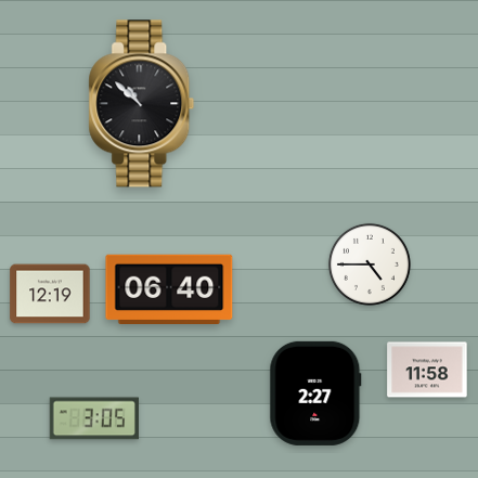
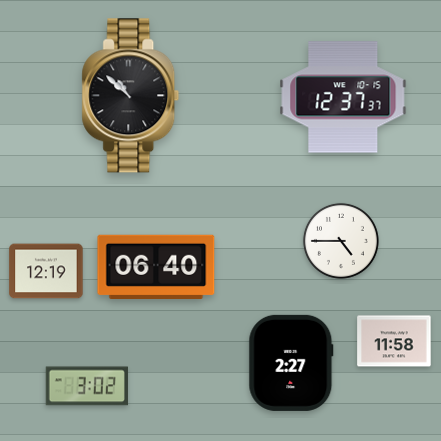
clock at (343, 97): none -> 12:37
clock at (370, 264) position: (370, 264) -> (341, 241)
clock at (94, 418): 3:05 -> 3:02
